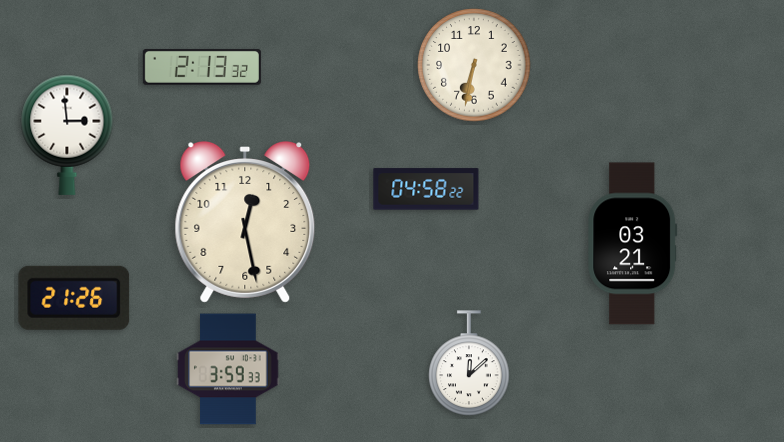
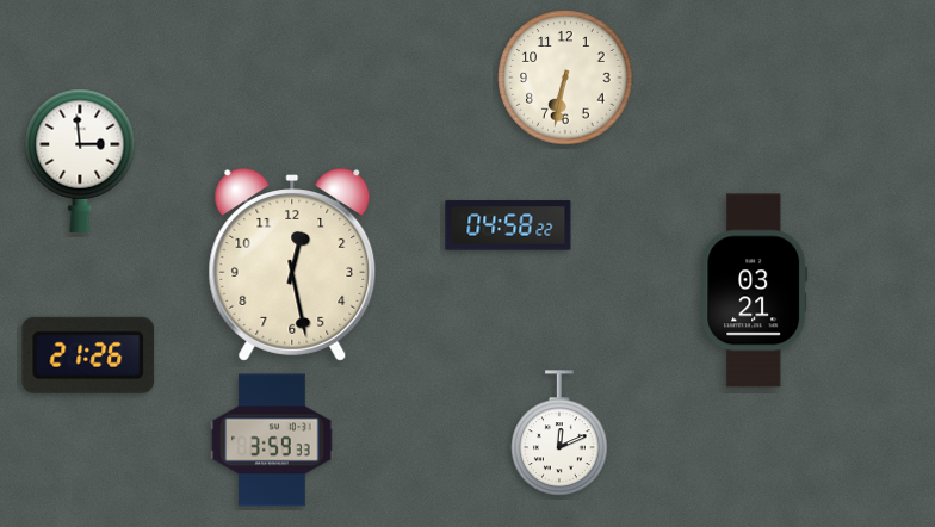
clock at (202, 67): 2:13 -> none
clock at (469, 363): 12:08 -> 12:11
